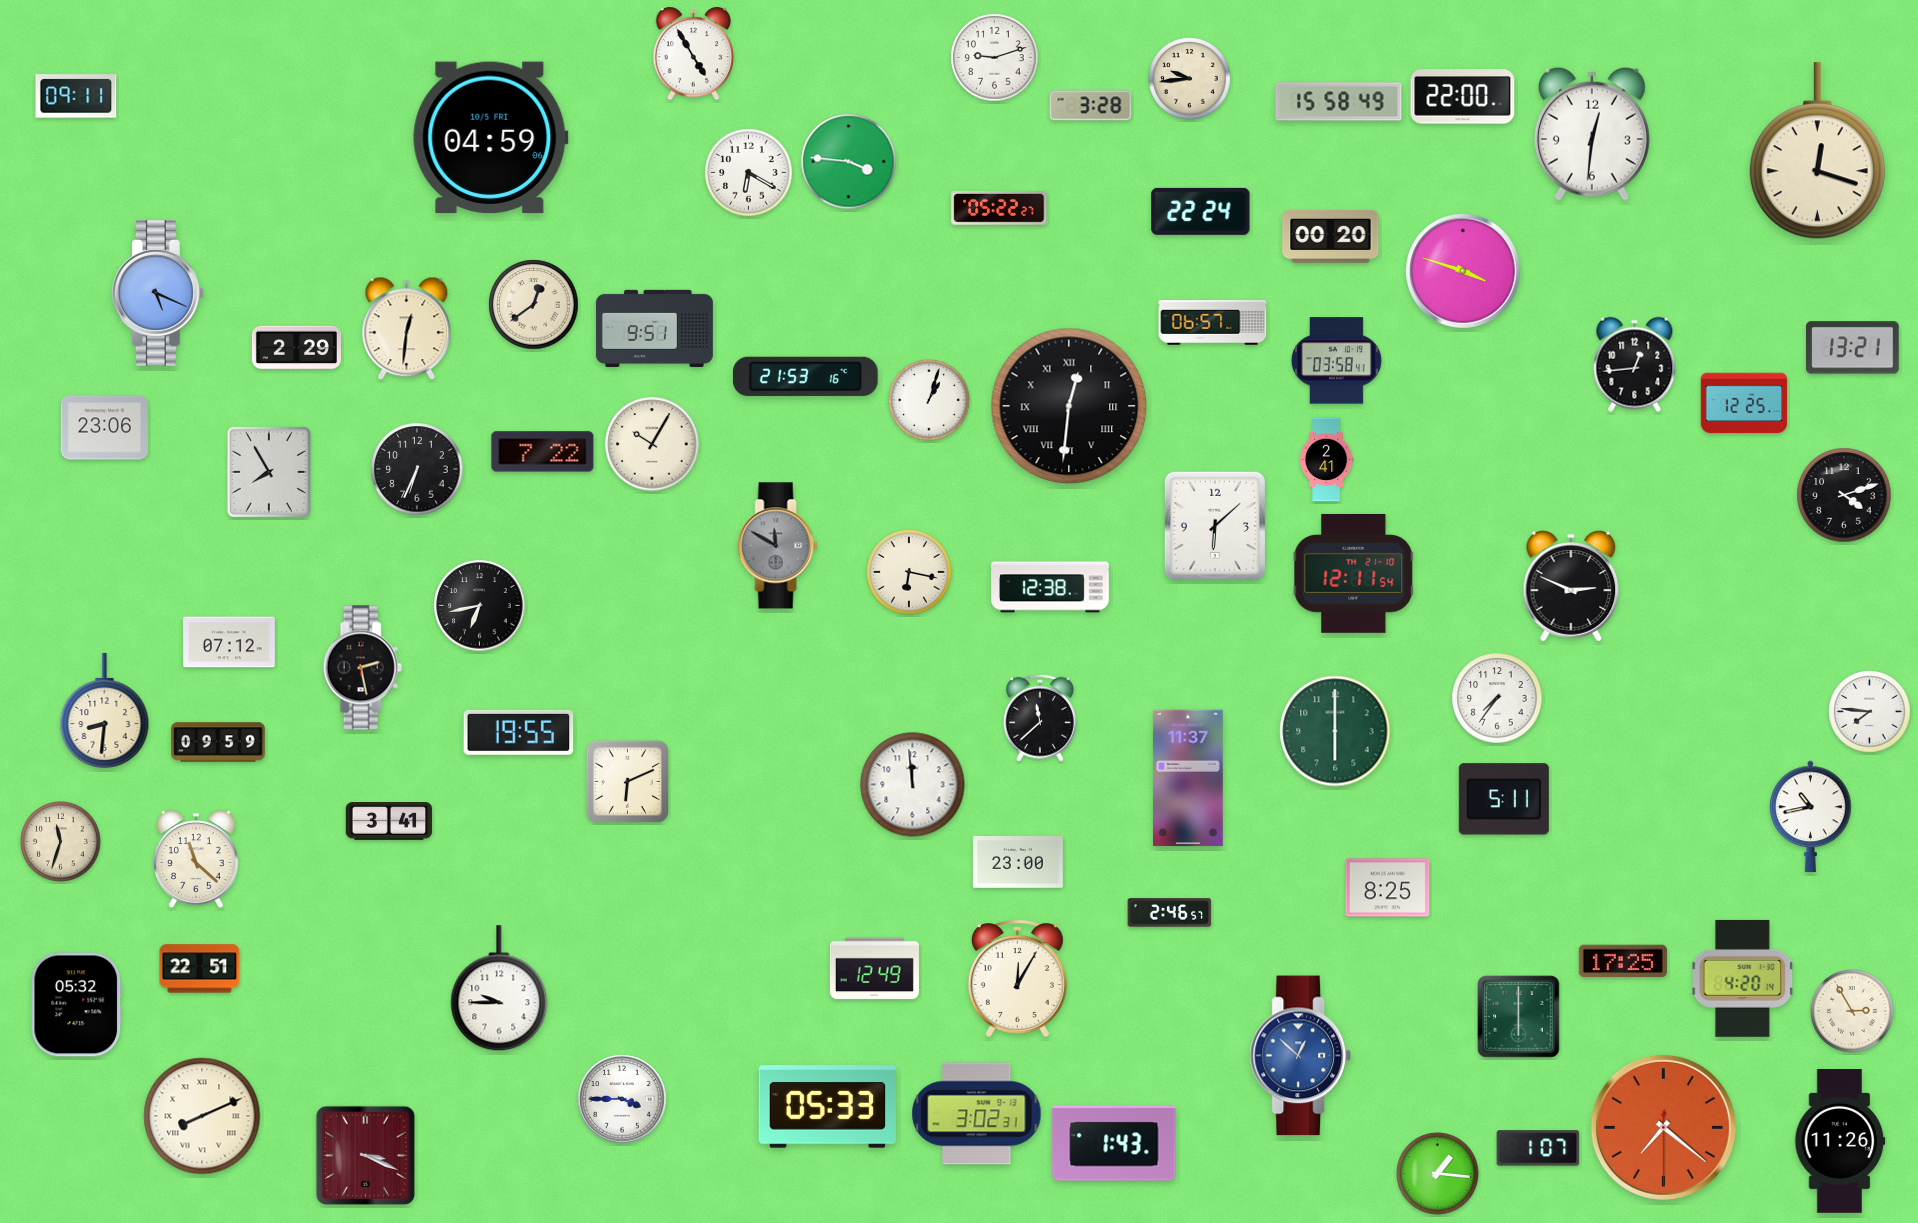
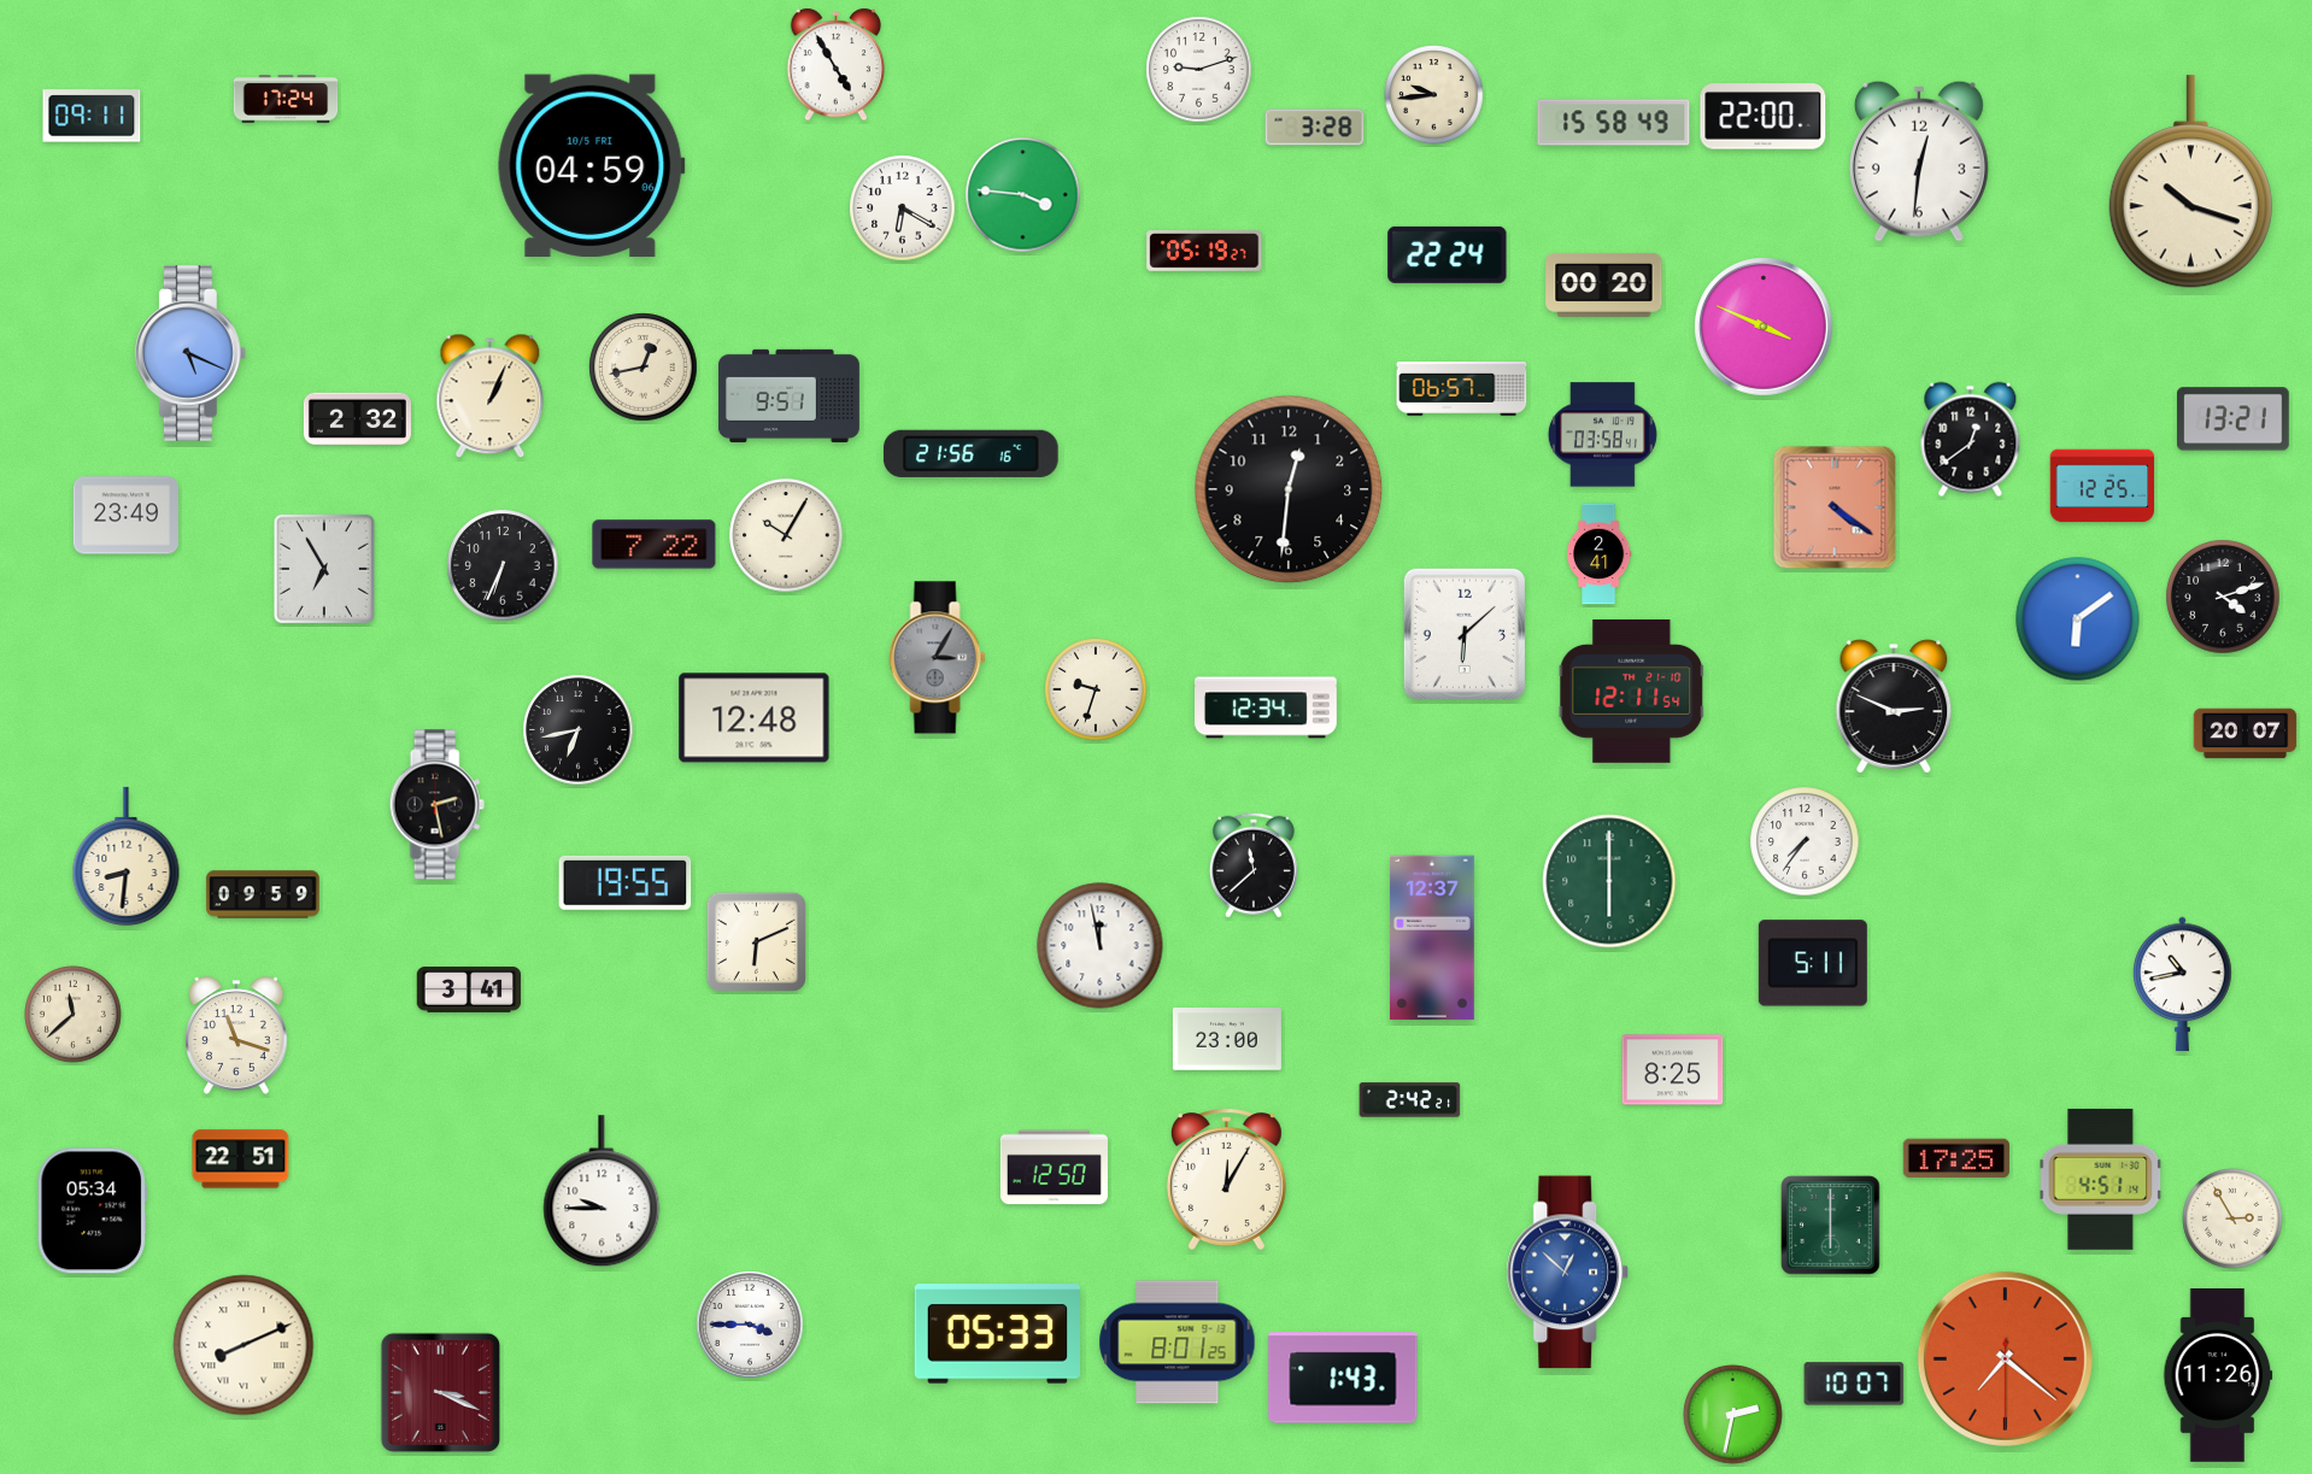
clock at (286, 99): none -> 17:24
clock at (1817, 151): 12:18 -> 10:18
clock at (999, 209): 05:22 -> 05:19
clock at (1464, 272): 3:48 -> 3:49
clock at (534, 305): 12:39 -> 12:43
clock at (407, 329): 12:31 -> 1:04
clock at (296, 348): 2:29 -> 2:32
clock at (1336, 361) position: (1336, 361) -> (1602, 435)
clock at (1635, 365): 12:44 -> 12:39
clock at (805, 376): 21:53 -> 21:56
clock at (929, 400): 1:03 -> none
clock at (1069, 406) numerals: Roman -> Arabic
clock at (1835, 507): none -> 4:21
clock at (104, 428): 23:06 -> 23:49
clock at (269, 472): 7:55 -> 6:55
clock at (2078, 619): none -> 6:09
clock at (778, 546): 11:50 -> 3:05
clock at (909, 572): 6:17 -> 9:33
clock at (1051, 587): 12:38 -> 12:34
clock at (755, 718): none -> 12:48
clock at (2246, 734): none -> 20:07
clock at (230, 642): 07:12 -> none
clock at (1870, 712): 7:46 -> none
clock at (1188, 778): 11:37 -> 12:37
clock at (913, 785): 11:59 -> 11:58
clock at (61, 842): 11:33 -> 11:38
clock at (196, 859): 11:22 -> 11:18
clock at (1170, 913): 2:46 -> 2:42
clock at (200, 969) position: (200, 969) -> (241, 1159)
clock at (874, 969): 12:49 -> 12:50
clock at (1743, 978): 4:20 -> 4:51
clock at (76, 1005): 05:32 -> 05:34
clock at (977, 1114): 3:02 -> 8:01
clock at (1538, 1148): 1:07 -> 10:07
clock at (1438, 1174): 1:16 -> 2:32
